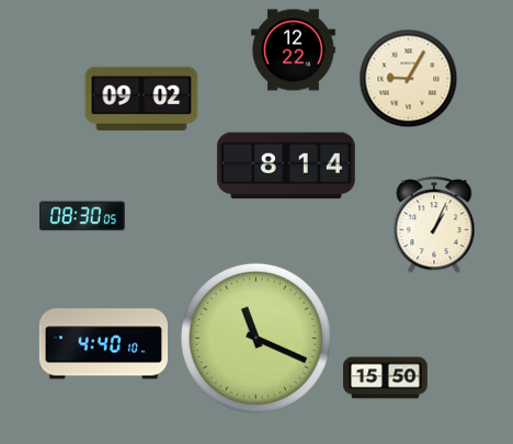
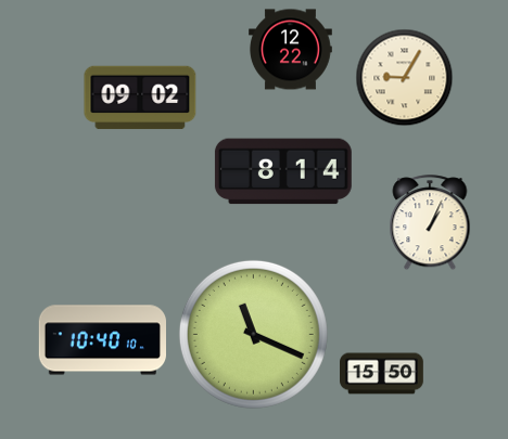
clock at (286, 166) position: (286, 166) -> (283, 171)
clock at (82, 216): 08:30 -> none
clock at (103, 344): 4:40 -> 10:40
